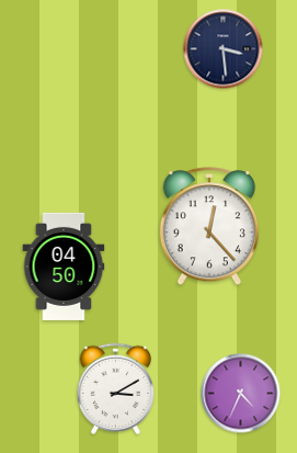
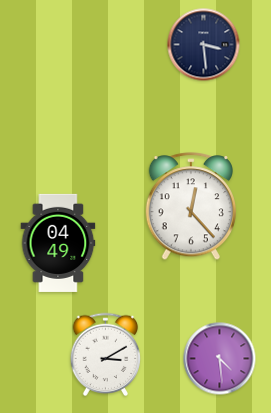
clock at (64, 267): 04:50 -> 04:49
clock at (241, 394): 4:34 -> 4:29
